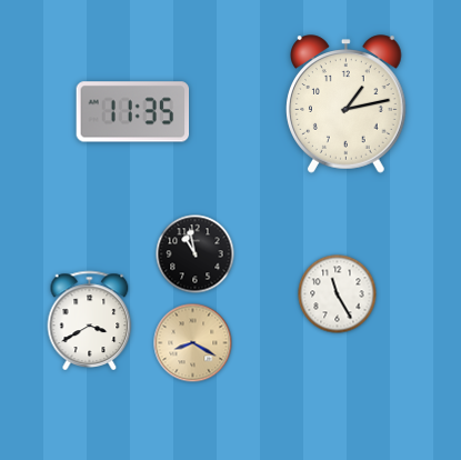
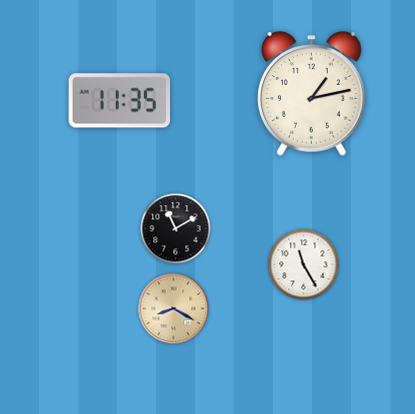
clock at (196, 254): 10:58 -> 11:10
clock at (90, 320): 3:40 -> none
